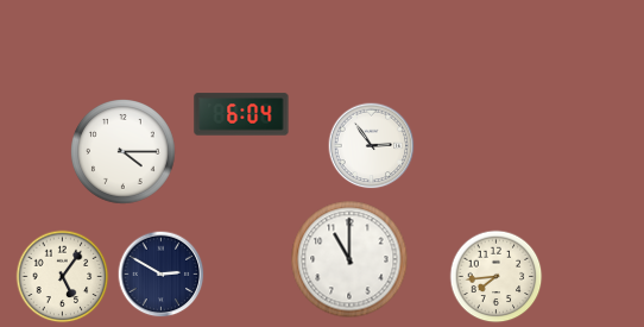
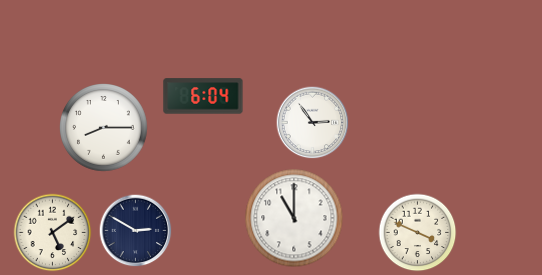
clock at (124, 152): 4:15 -> 8:15
clock at (63, 277): 5:06 -> 5:09
clock at (497, 277): 7:44 -> 3:49
